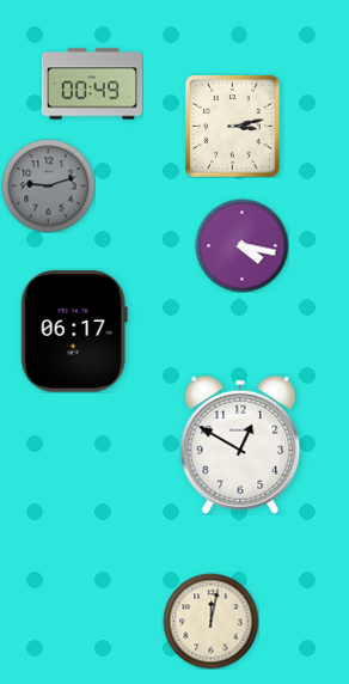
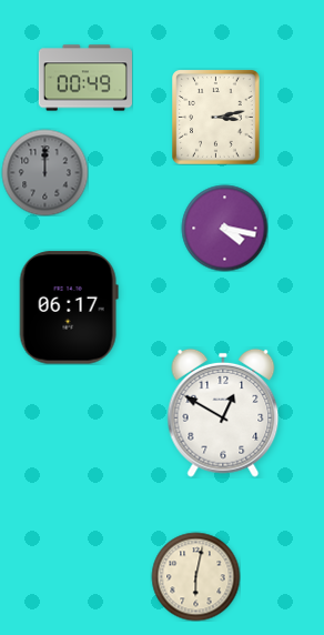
clock at (48, 185): 9:12 -> 12:00
clock at (210, 621): 12:02 -> 6:02
